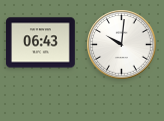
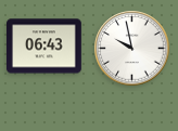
clock at (122, 45): 10:01 -> 9:58
